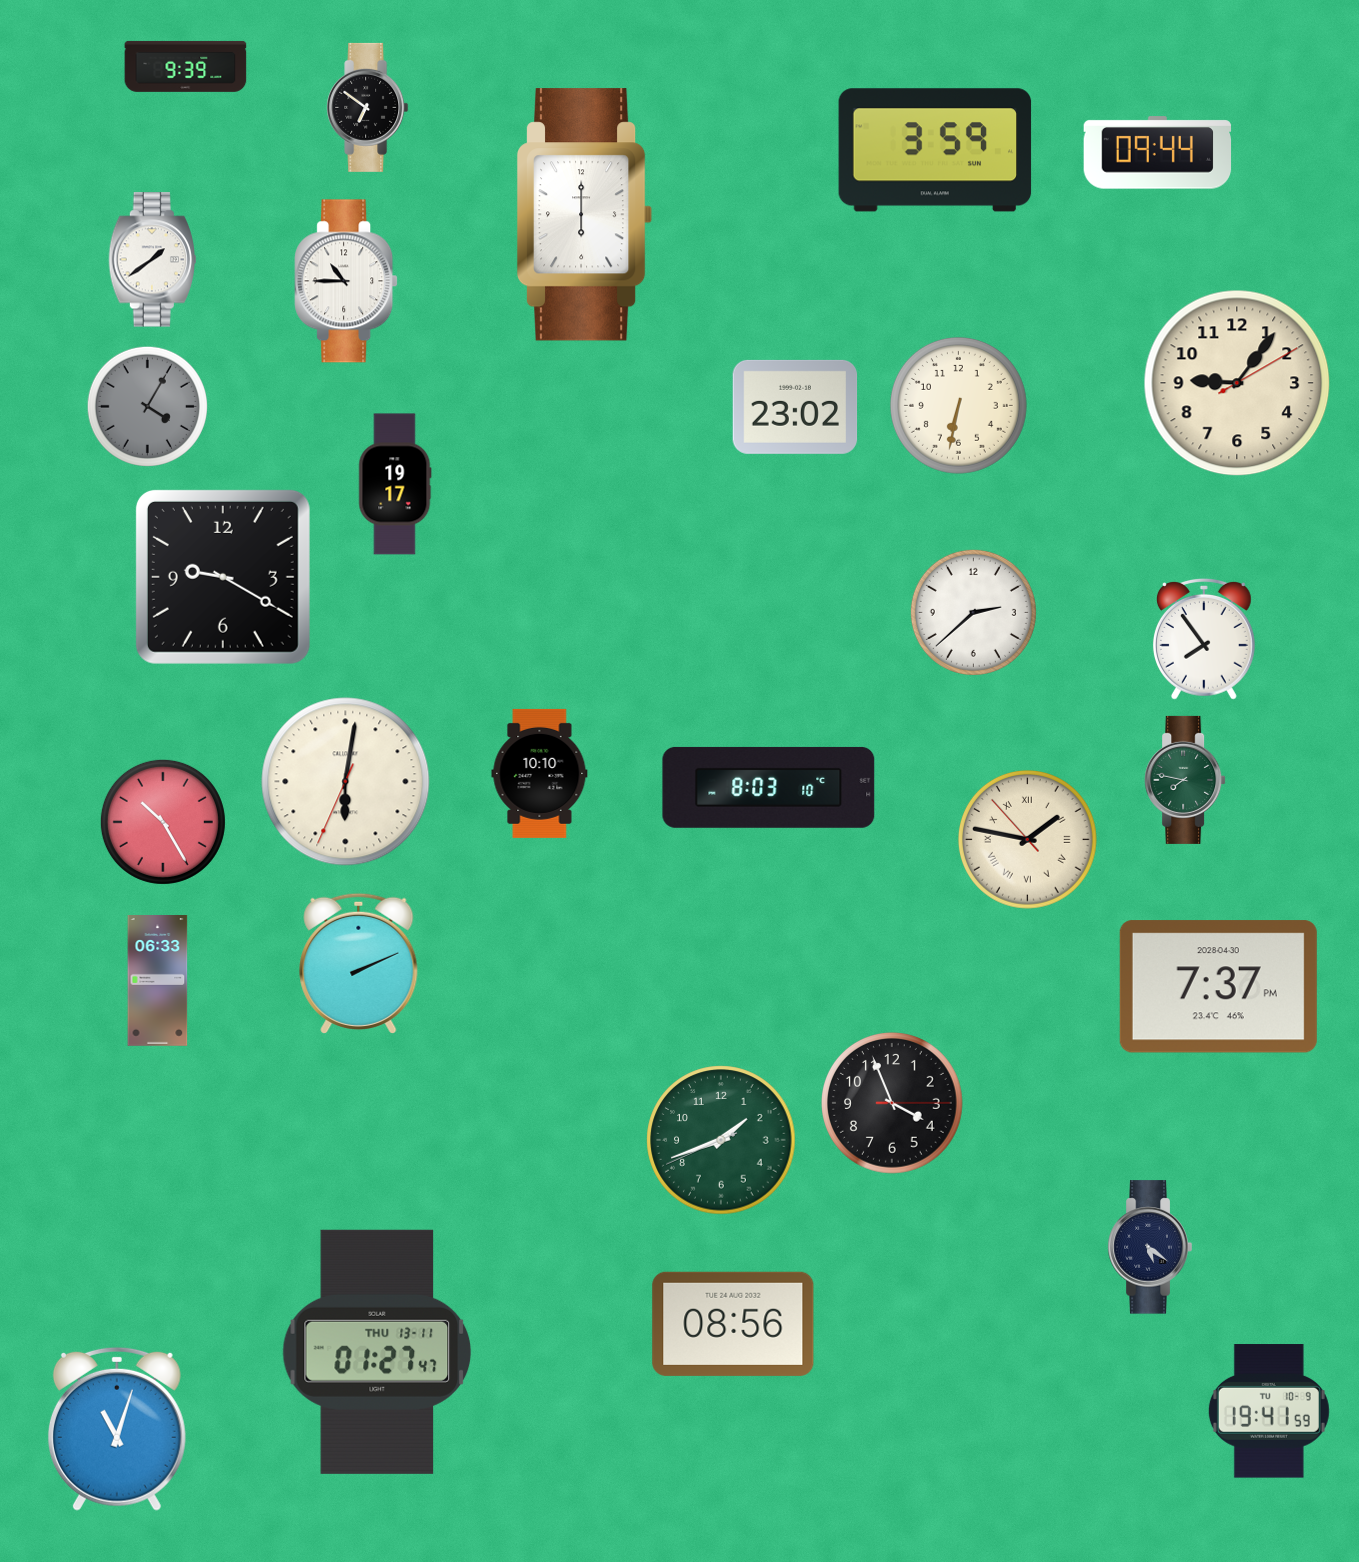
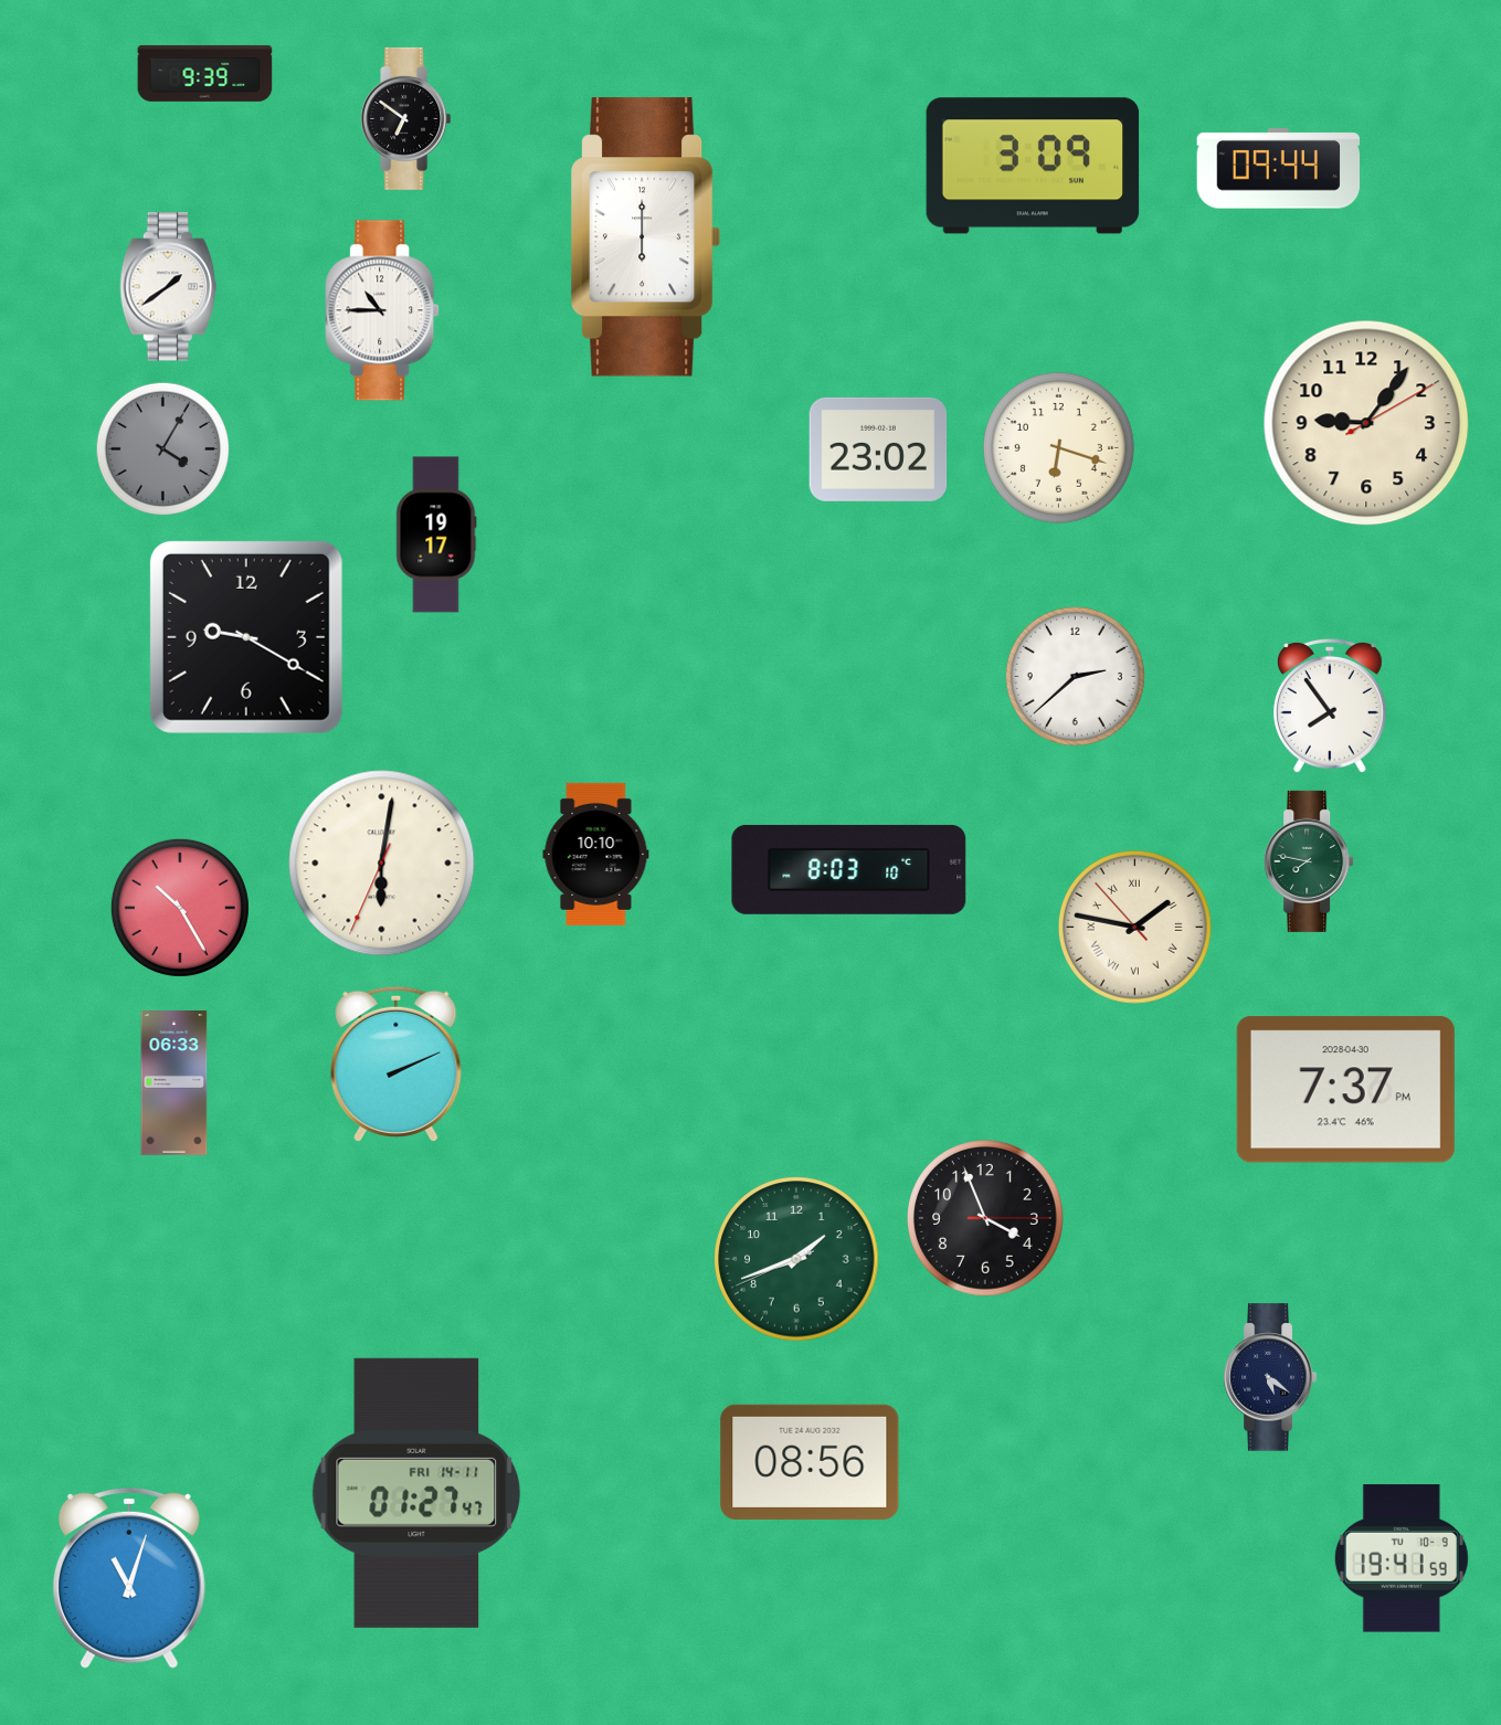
clock at (935, 150): 3:59 -> 3:09
clock at (958, 405): 6:32 -> 6:18
clock at (377, 1352) date: THU 13-11 -> FRI 14-11
